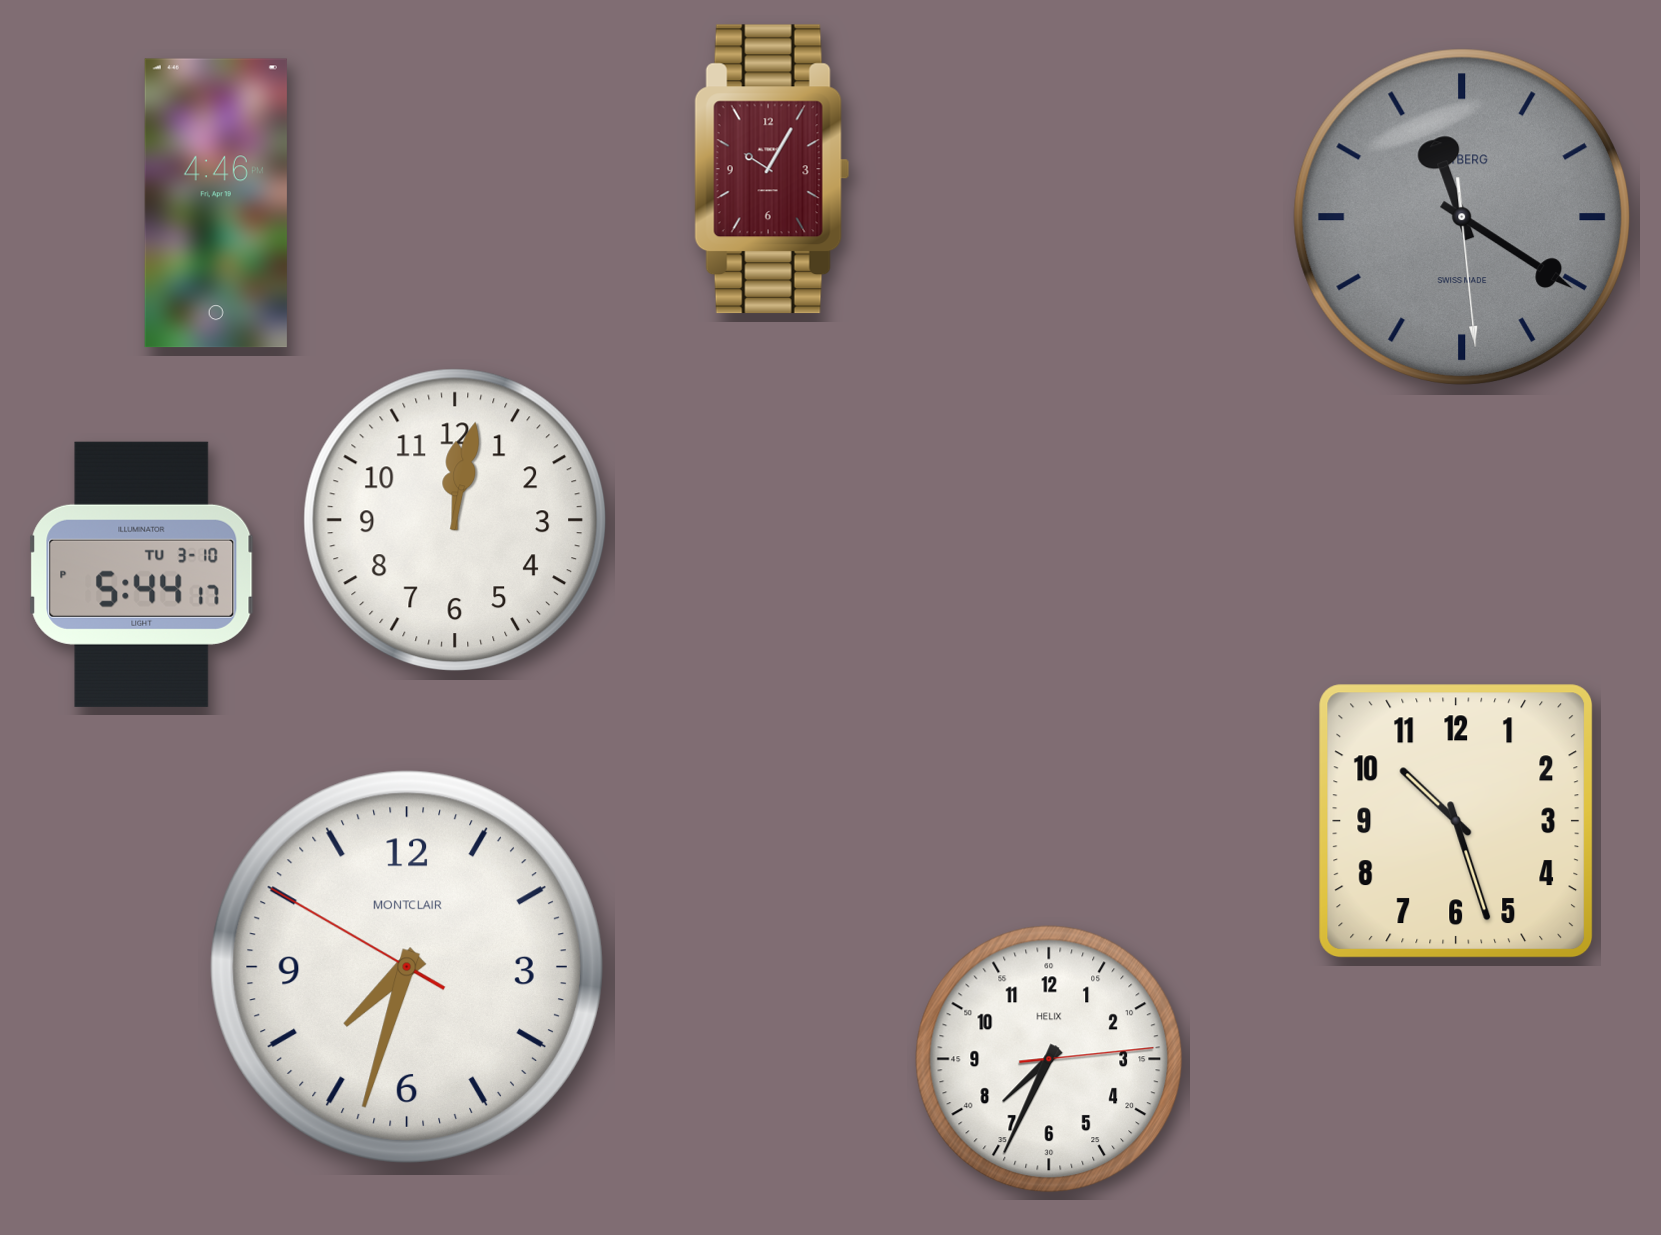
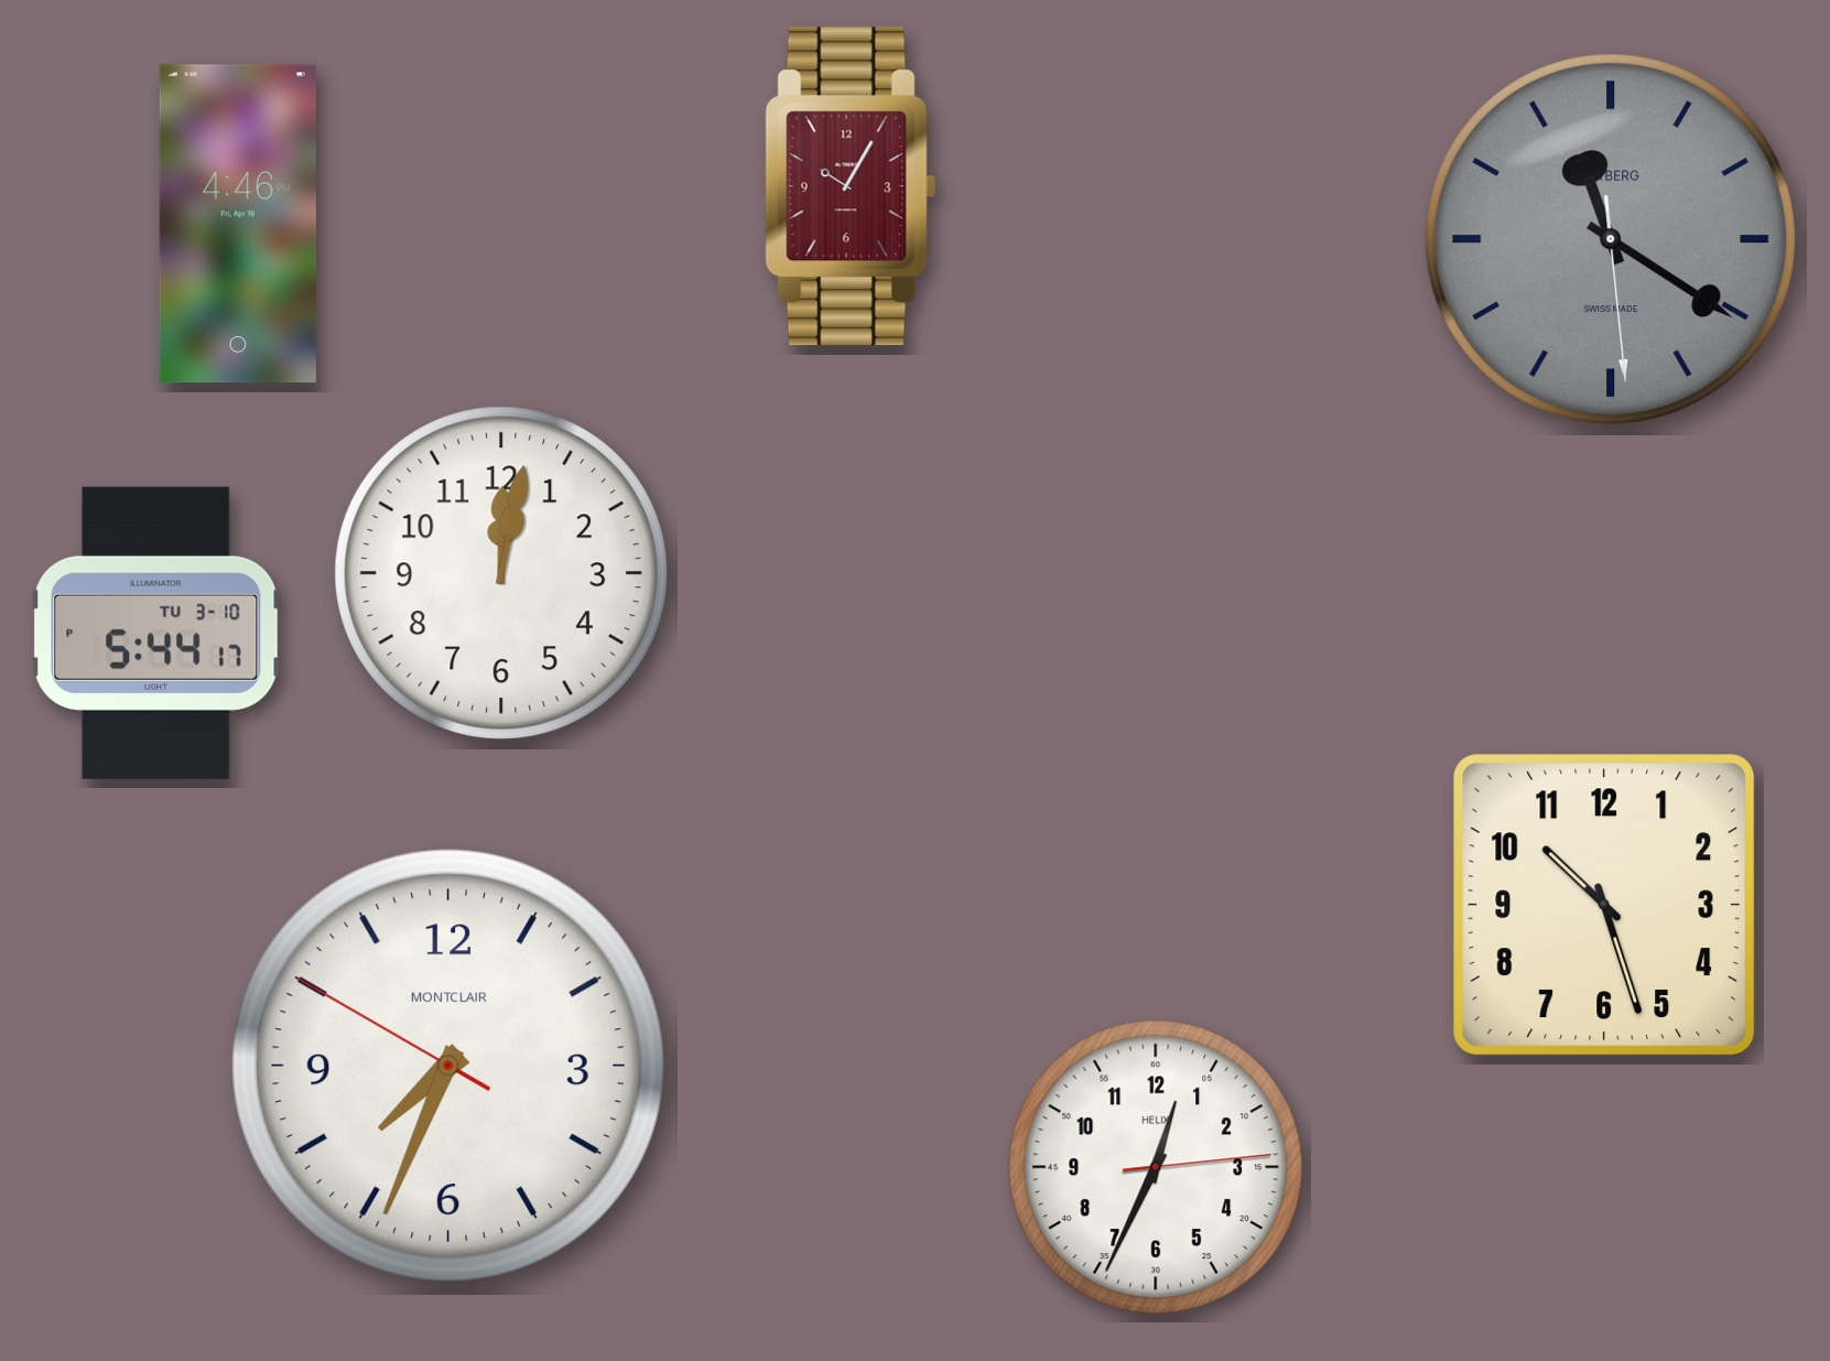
clock at (407, 967): 7:32 -> 7:33
clock at (1049, 1059): 7:34 -> 12:34
